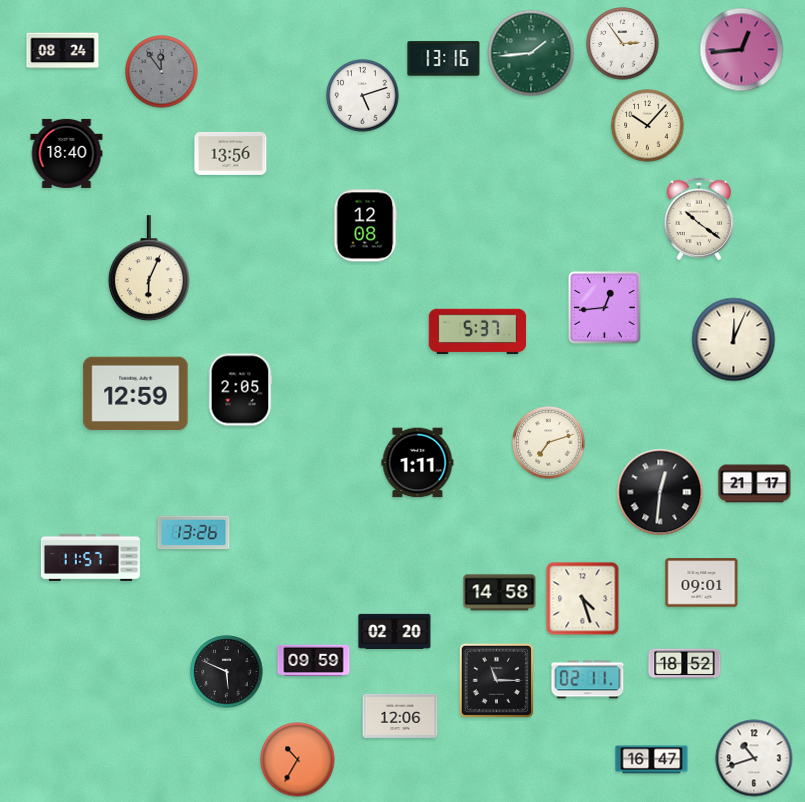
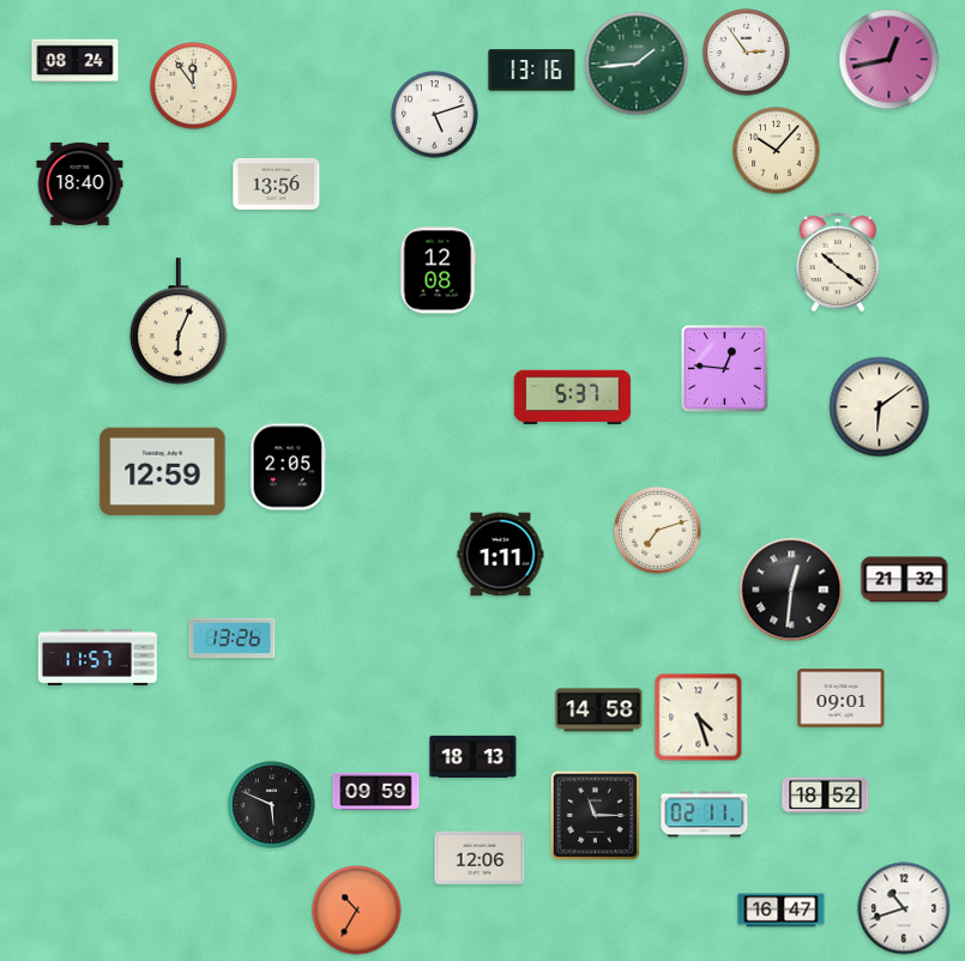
clock at (742, 50): 12:44 -> 12:43
clock at (162, 72) dial: grey -> cream
clock at (605, 308): 12:44 -> 12:46
clock at (734, 340): 12:04 -> 6:09
clock at (755, 484): 21:17 -> 21:32
clock at (90, 557) position: (90, 557) -> (97, 657)
clock at (395, 631): 02:20 -> 18:13
clock at (685, 664) position: (685, 664) -> (826, 796)
